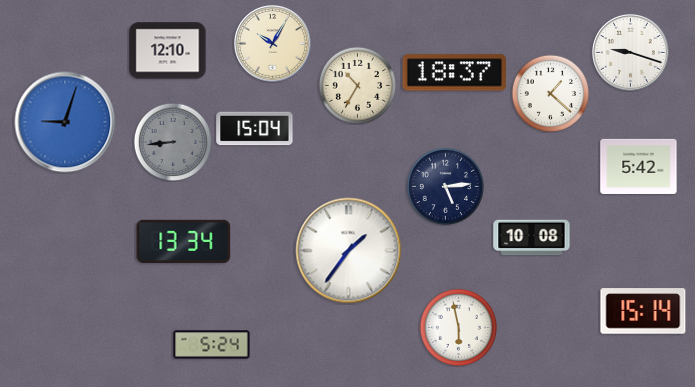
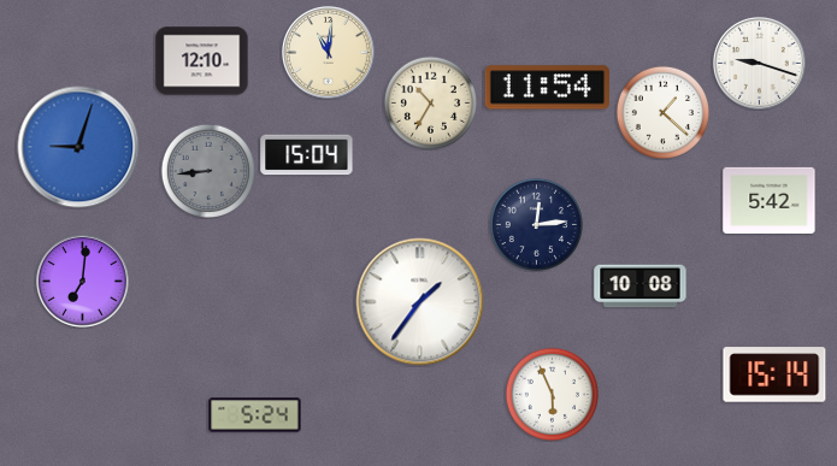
clock at (272, 43): 10:05 -> 11:01
clock at (454, 73): 18:37 -> 11:54
clock at (445, 186): 5:14 -> 12:14
clock at (82, 281): none -> 7:01
clock at (184, 241): 13:34 -> none
clock at (458, 327): 5:58 -> 5:56
